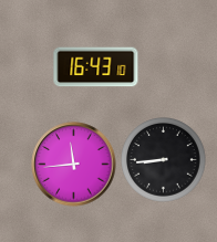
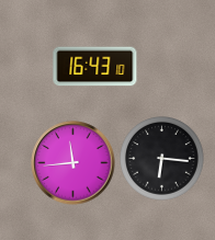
clock at (164, 160): 8:44 -> 6:16
